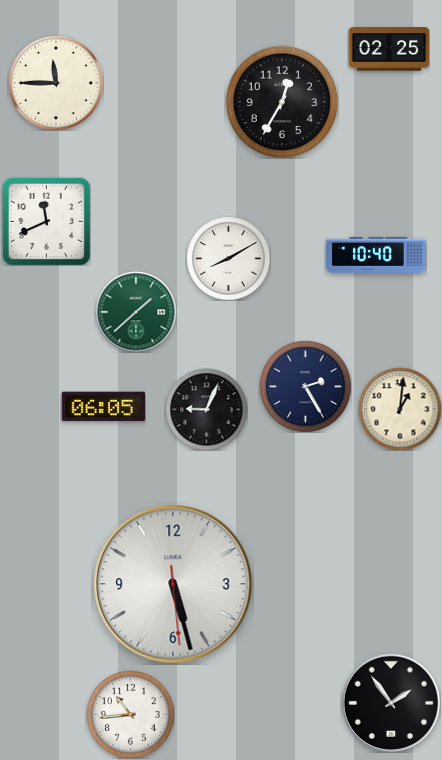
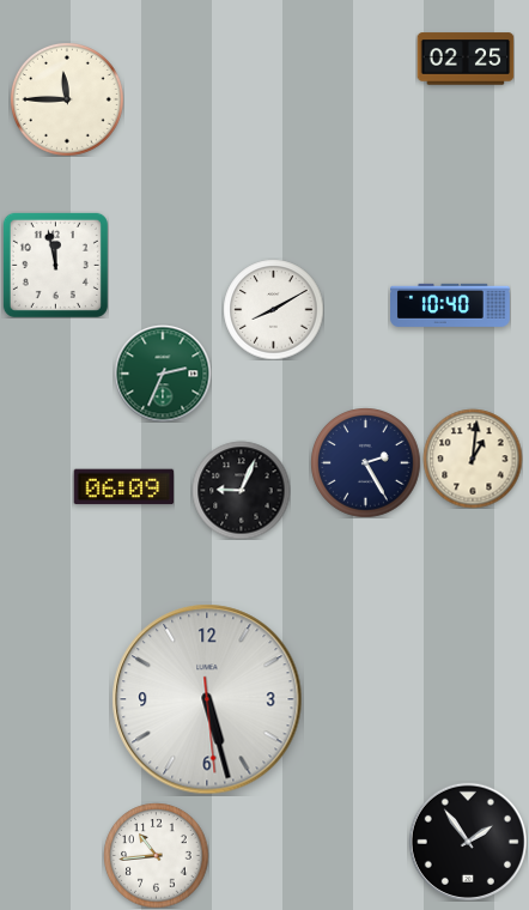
clock at (282, 102): 12:35 -> none
clock at (46, 221): 11:41 -> 11:58
clock at (136, 312): 1:38 -> 2:34
clock at (103, 407): 06:05 -> 06:09
clock at (206, 409) position: (206, 409) -> (241, 490)
clock at (400, 409) position: (400, 409) -> (473, 459)
